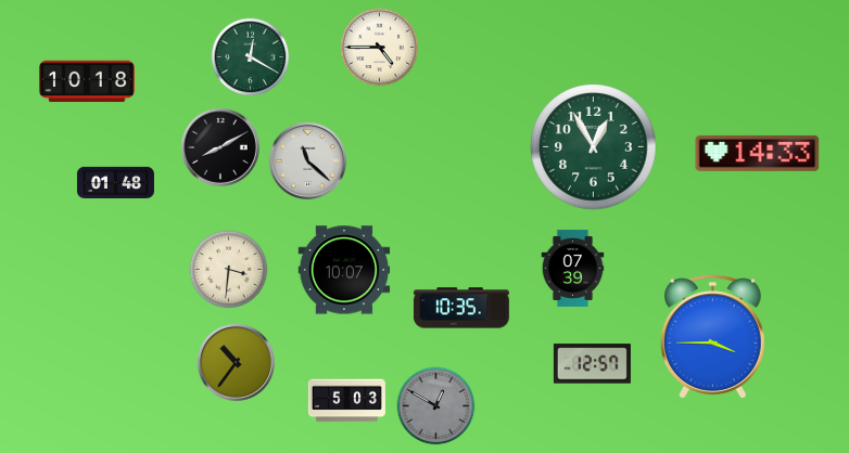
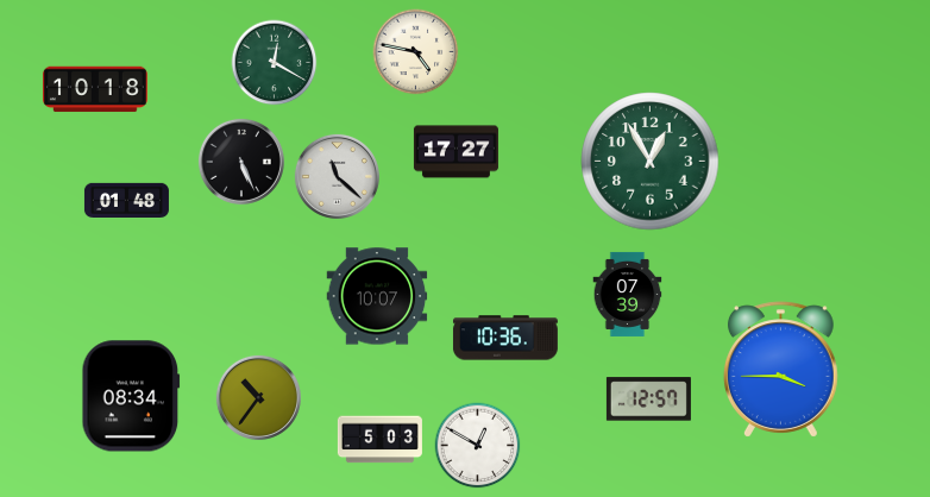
clock at (380, 48): 4:45 -> 4:47
clock at (455, 152): none -> 17:27
clock at (220, 147): 8:10 -> 5:26
clock at (758, 153): 14:33 -> none
clock at (229, 270): 3:31 -> none
clock at (461, 308): 10:35 -> 10:36
clock at (131, 396): none -> 08:34
clock at (436, 406) dial: grey -> white
